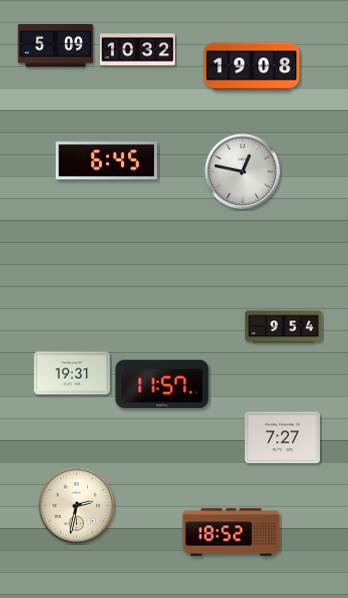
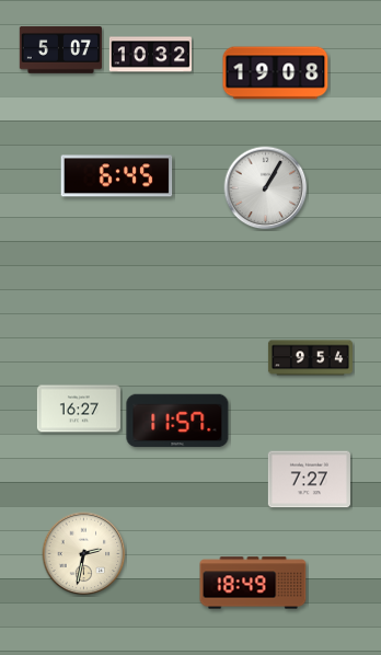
clock at (55, 46): 5:09 -> 5:07
clock at (243, 172): 12:47 -> 1:05
clock at (72, 373): 19:31 -> 16:27
clock at (231, 532): 18:52 -> 18:49
